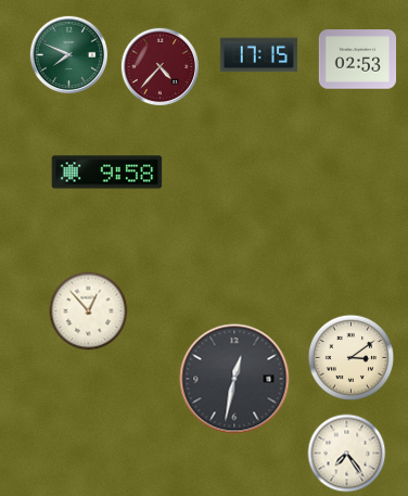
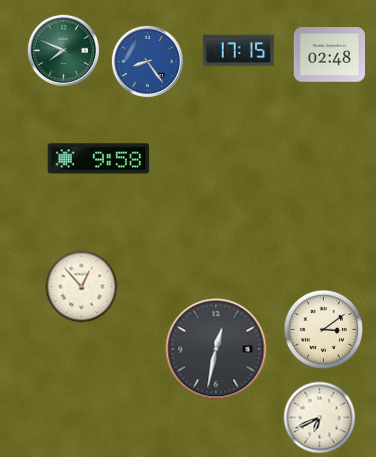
clock at (357, 60): 02:53 -> 02:48
clock at (160, 66): 4:37 -> 8:24
clock at (160, 66) dial: burgundy -> blue
clock at (347, 454): 7:24 -> 6:41
